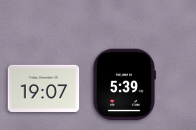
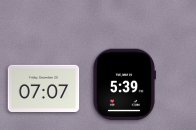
clock at (44, 88): 19:07 -> 07:07
